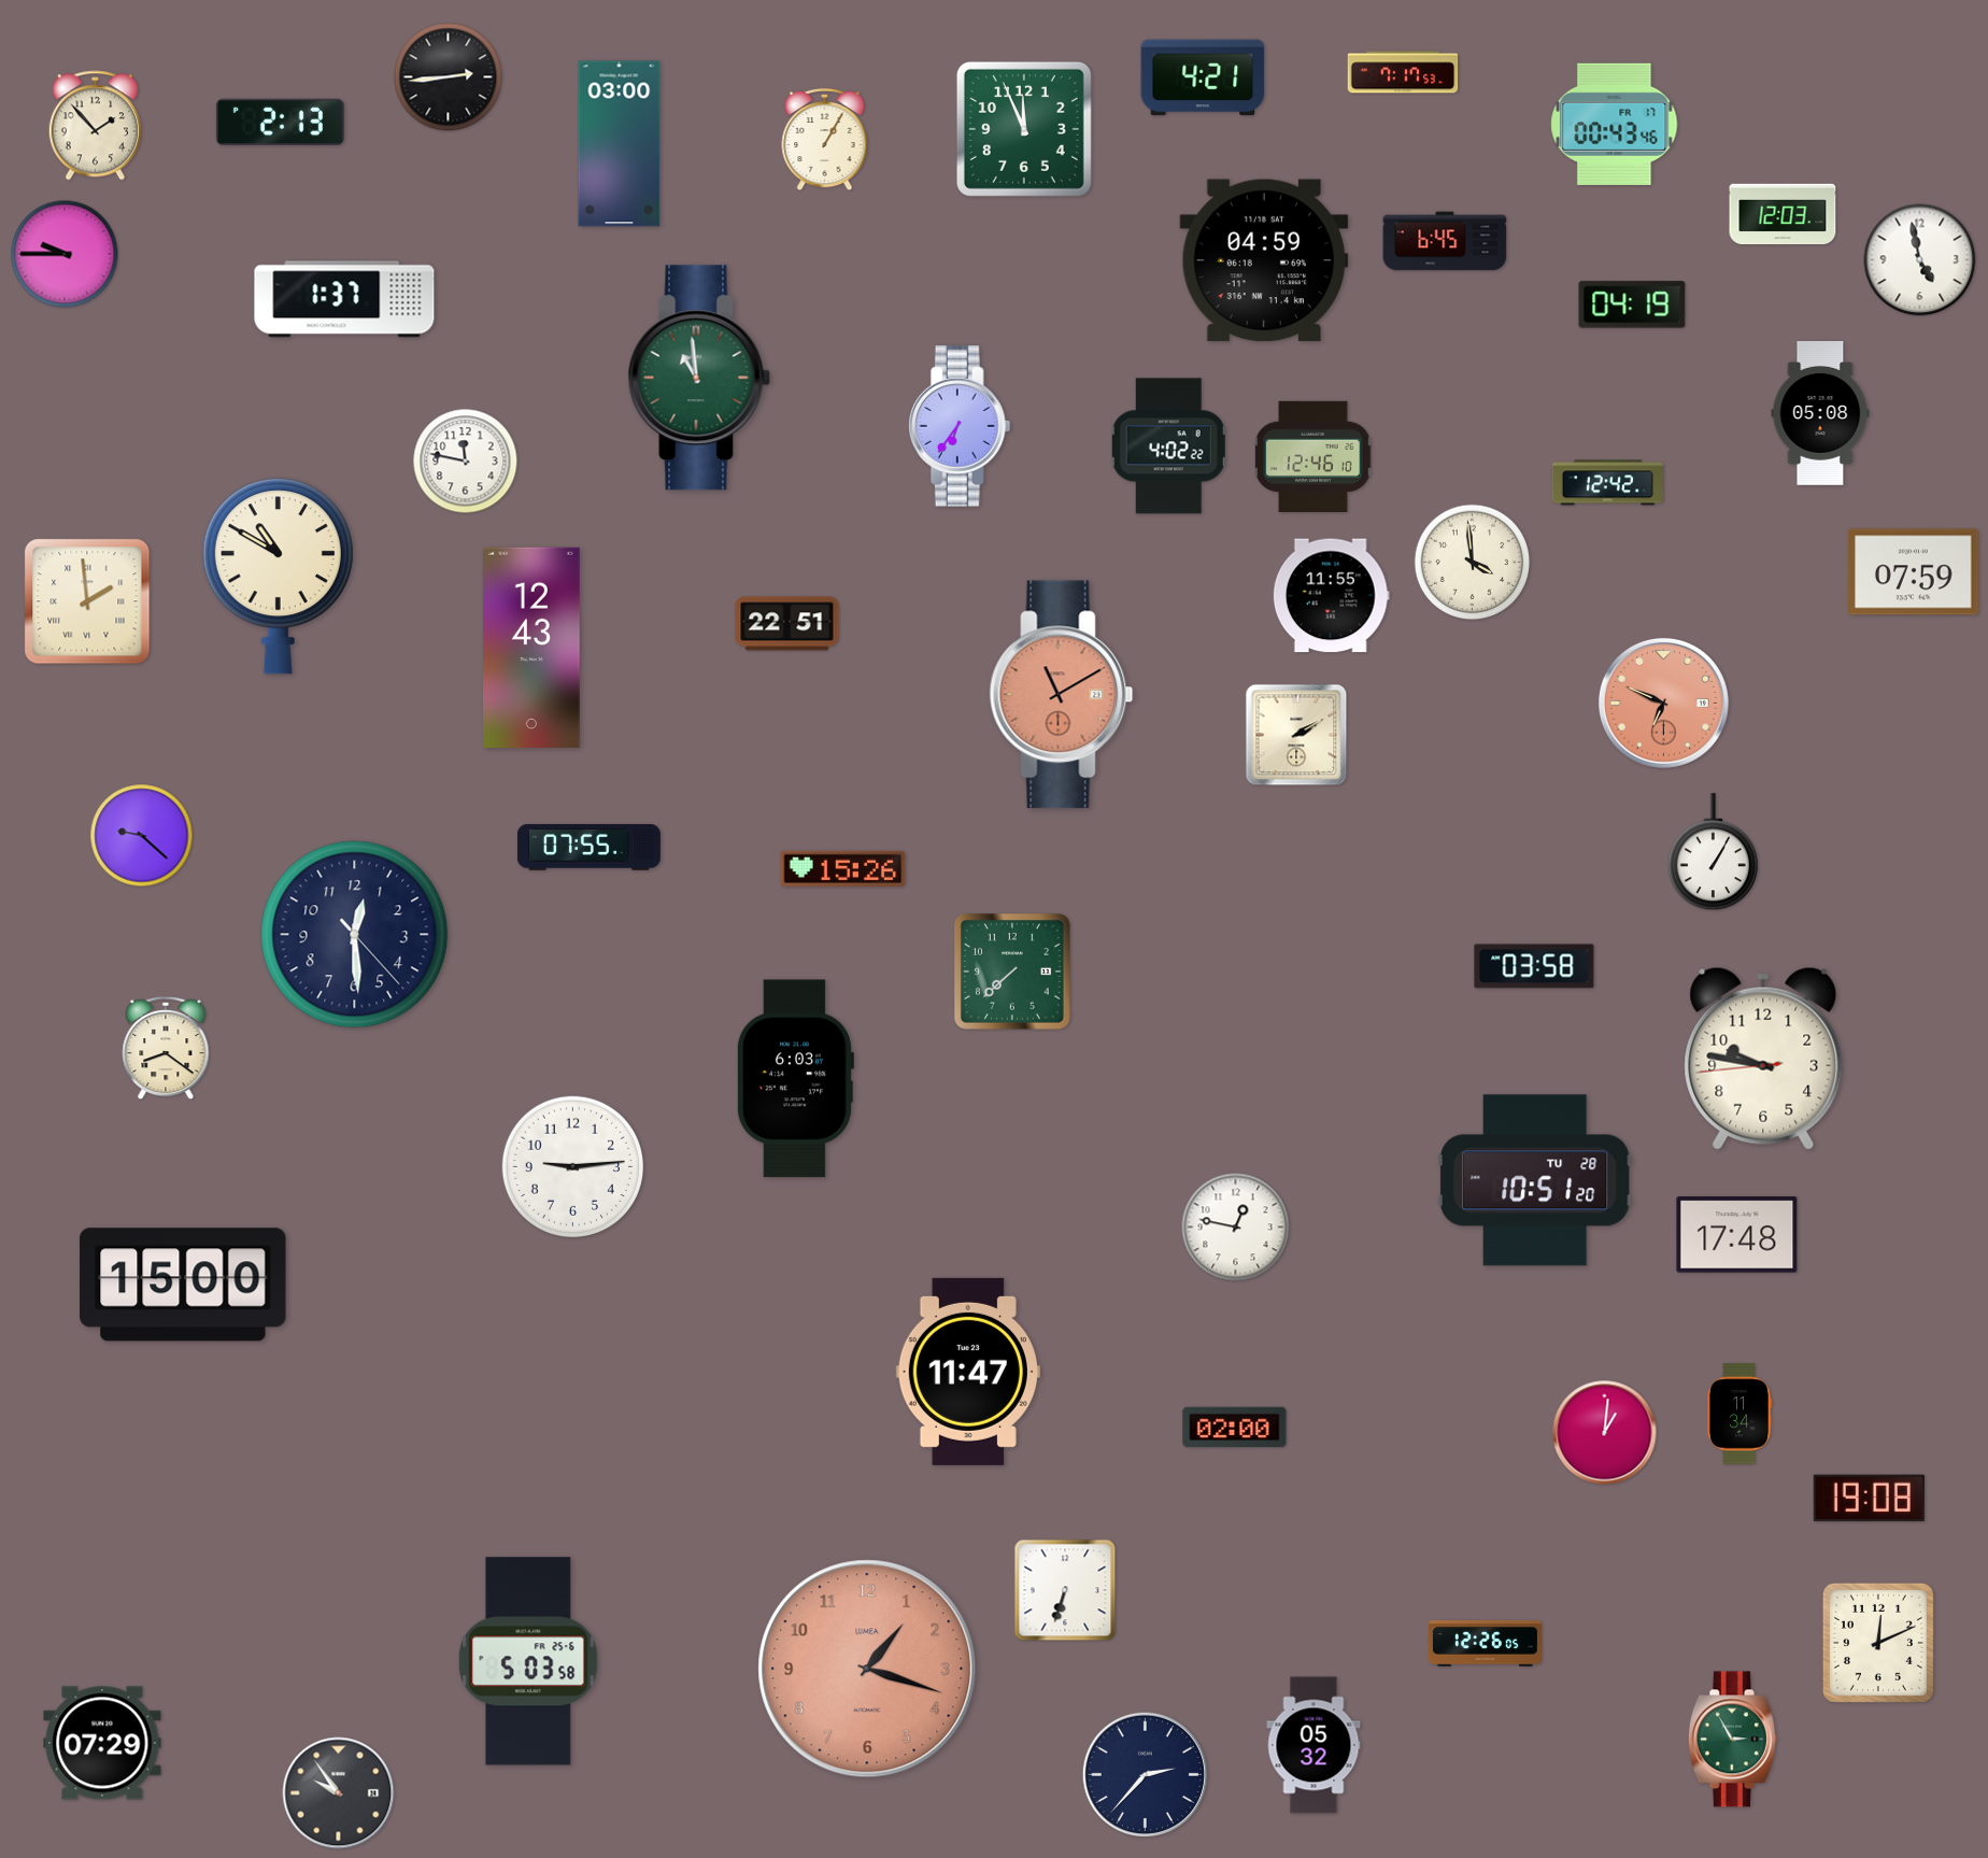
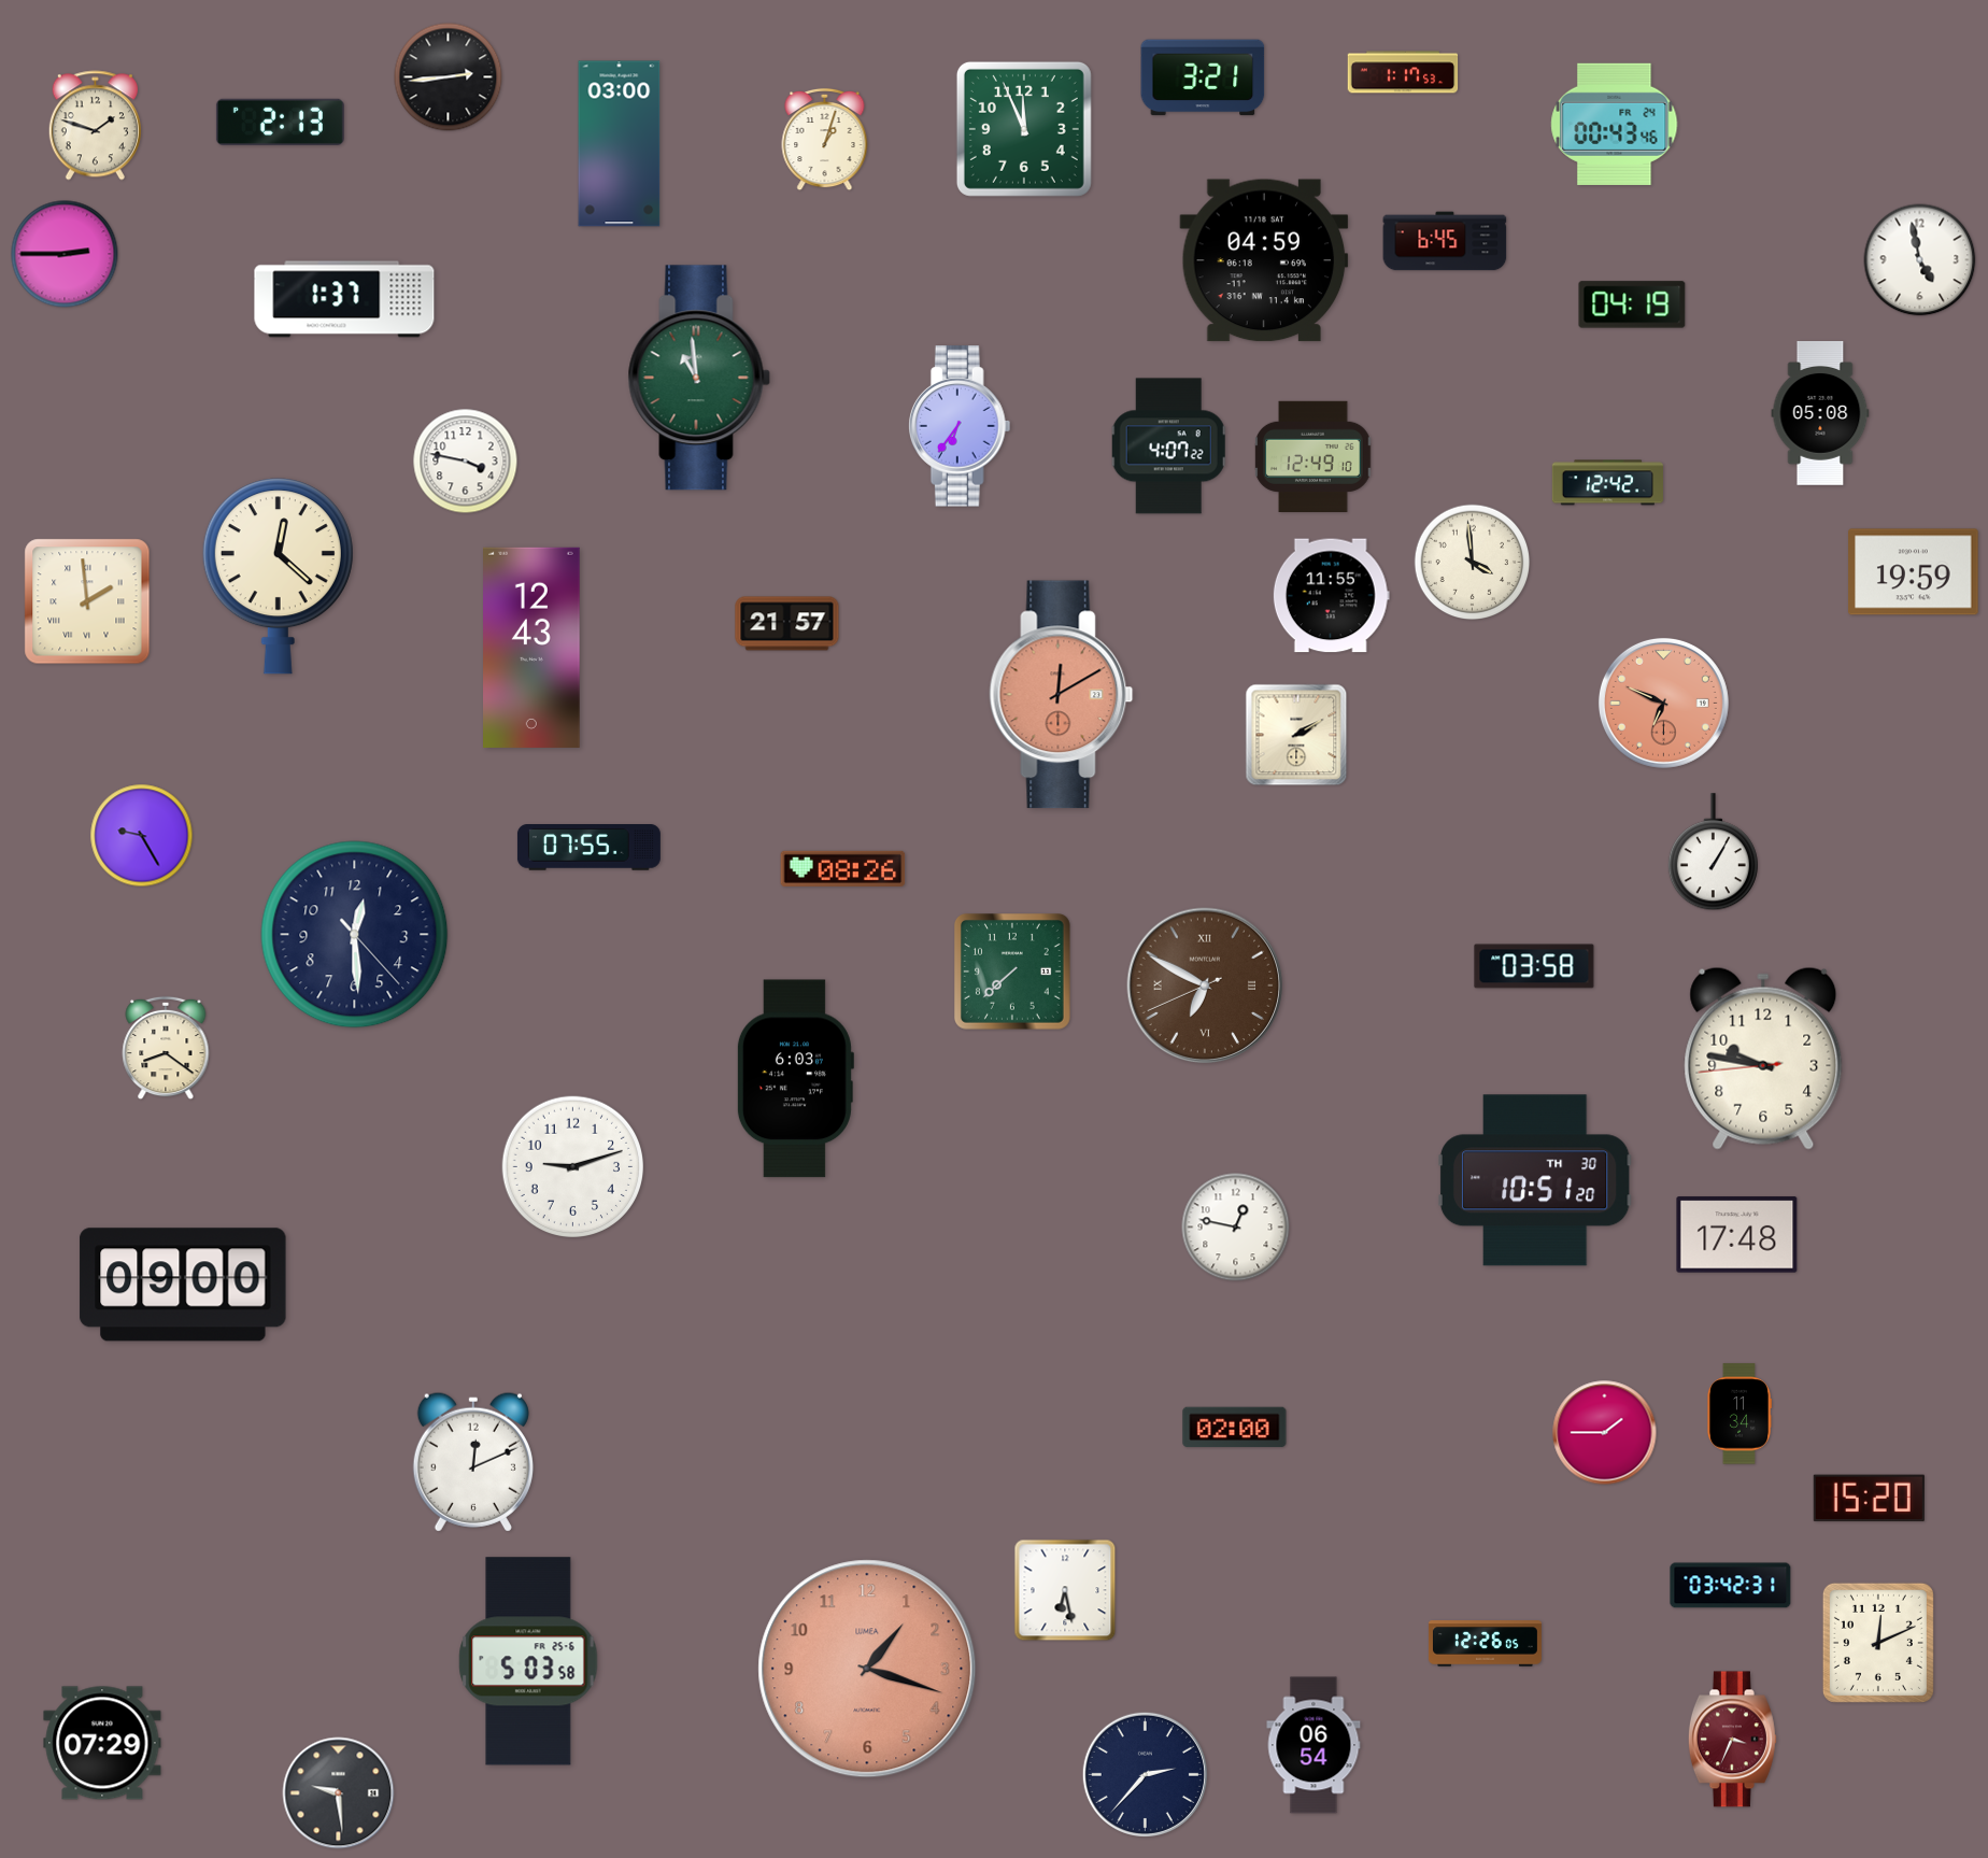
clock at (1403, 72): 7:17 -> 1:17
clock at (1203, 77): 4:21 -> 3:21
clock at (1615, 124) date: FR 17 -> FR 24
clock at (95, 126): 1:53 -> 1:48
clock at (825, 140): 1:05 -> 1:03
clock at (1783, 214): 12:03 -> none
clock at (65, 254): 9:45 -> 2:45
clock at (1168, 446): 4:02 -> 4:07
clock at (1313, 456): 12:46 -> 12:49
clock at (466, 462): 11:47 -> 3:47
clock at (1914, 572): 07:59 -> 19:59
clock at (278, 577): 10:50 -> 12:22
clock at (787, 624): 22:51 -> 21:57
clock at (1062, 695): 11:10 -> 12:10
clock at (142, 836): 9:22 -> 9:25
clock at (843, 868): 15:26 -> 08:26
clock at (1205, 985): none -> 6:49
clock at (572, 1166): 9:14 -> 9:12
clock at (1535, 1180) date: TU 28 -> TH 30
clock at (183, 1285): 15:00 -> 09:00
clock at (968, 1372): 11:47 -> none
clock at (1605, 1433): 1:01 -> 1:45
clock at (473, 1462): none -> 12:11
clock at (1869, 1499): 19:08 -> 15:20
clock at (1731, 1586): none -> 03:42
clock at (1065, 1590): 6:33 -> 6:28
clock at (1732, 1740): 2:55 -> 3:34
clock at (1732, 1740) dial: green -> burgundy
clock at (1313, 1745): 05:32 -> 06:54
clock at (339, 1793): 9:54 -> 9:29
